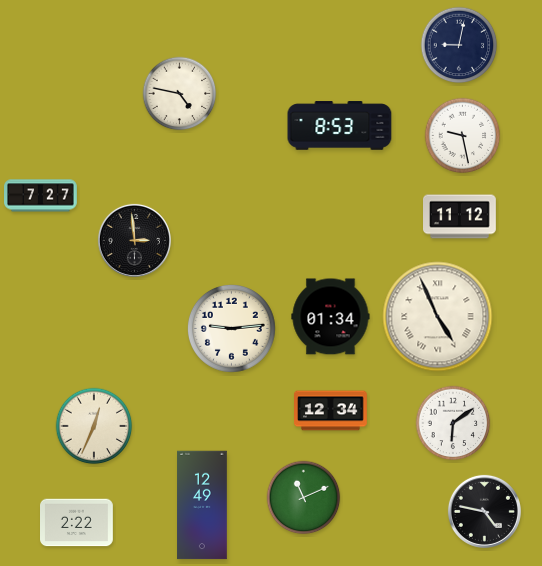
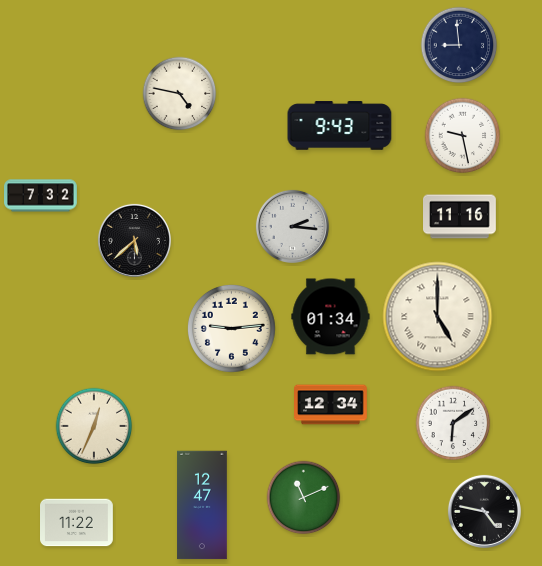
clock at (459, 45): 9:02 -> 8:59
clock at (340, 126): 8:53 -> 9:43
clock at (41, 196): 7:27 -> 7:32
clock at (460, 217): 11:12 -> 11:16
clock at (292, 226): none -> 2:16
clock at (134, 240): 2:59 -> 5:38
clock at (438, 317): 4:56 -> 5:00
clock at (331, 411) position: (331, 411) -> (331, 405)
clock at (202, 505): 12:49 -> 12:47
clock at (77, 523): 2:22 -> 11:22
